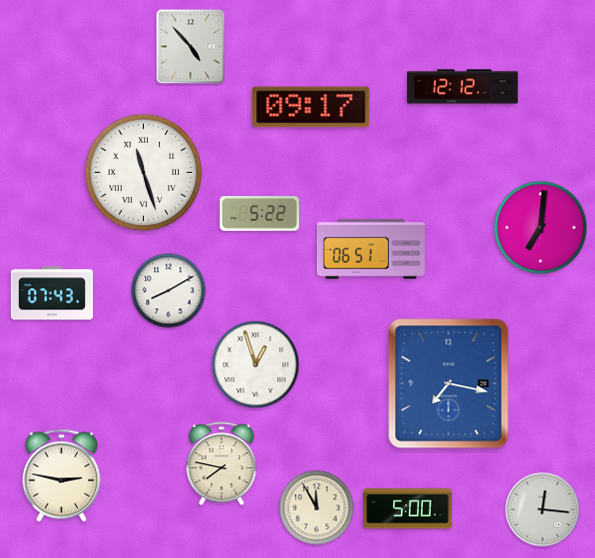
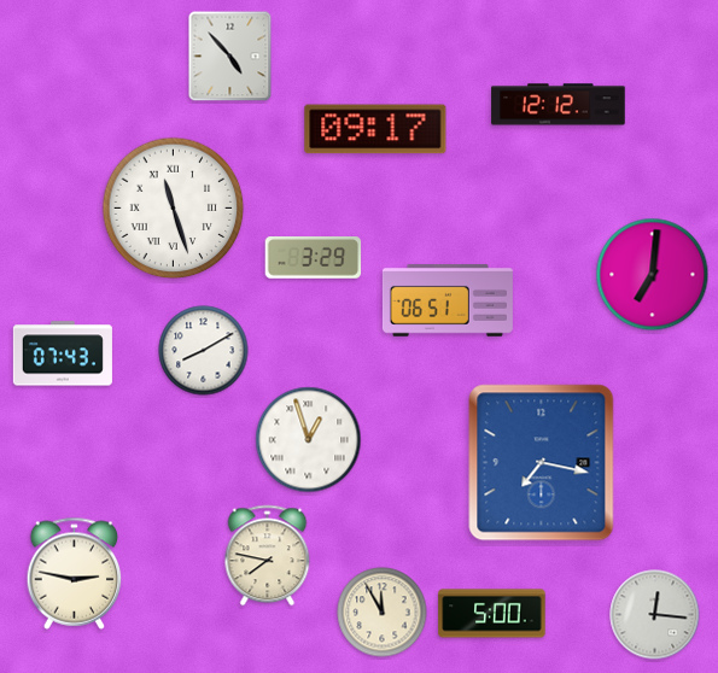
clock at (260, 214): 5:22 -> 3:29
clock at (222, 464) position: (222, 464) -> (268, 556)
